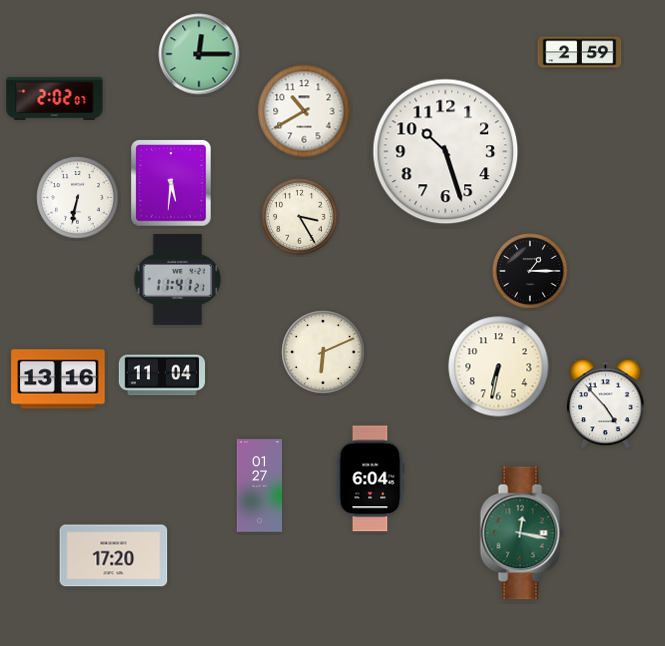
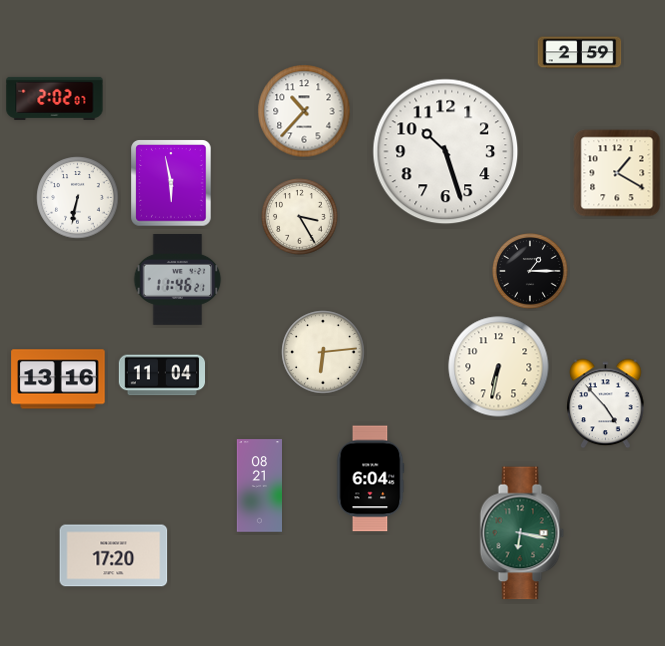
clock at (199, 54): 12:15 -> none
clock at (304, 111): 10:40 -> 10:37
clock at (617, 173): none -> 1:20
clock at (171, 183): 5:31 -> 5:58
clock at (178, 280): 11:41 -> 11:46
clock at (323, 352): 6:11 -> 6:14
clock at (259, 486): 01:27 -> 08:21
clock at (522, 533): 12:17 -> 6:17
